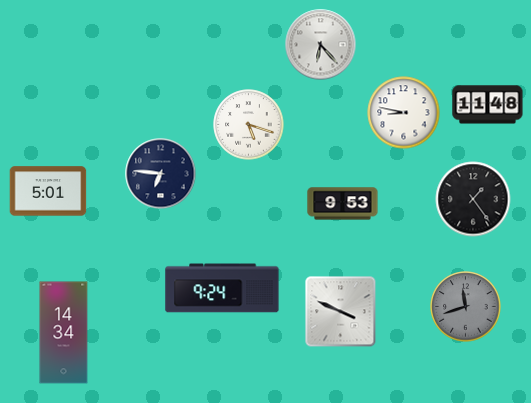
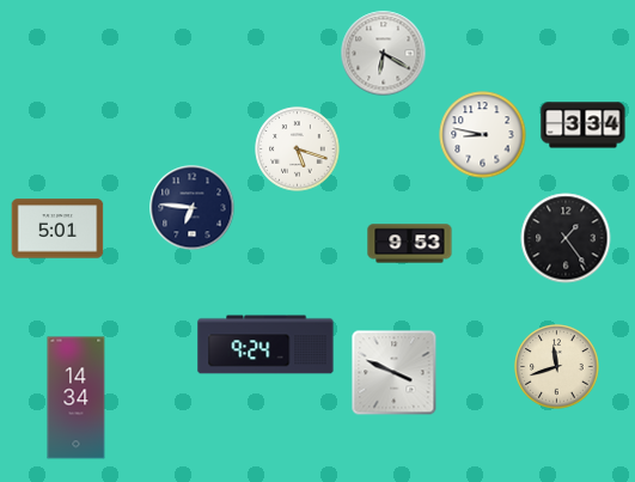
clock at (321, 45): 6:23 -> 6:20
clock at (488, 105): 11:48 -> 3:34
clock at (466, 307) dial: grey -> cream
clock at (341, 312) position: (341, 312) -> (395, 373)
